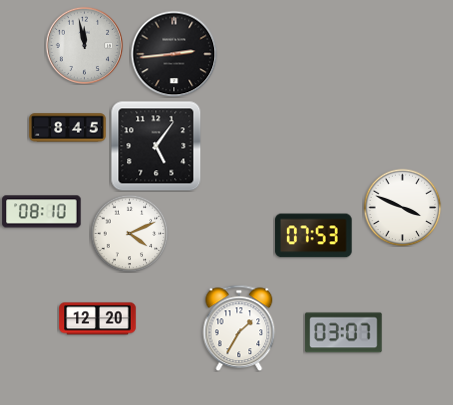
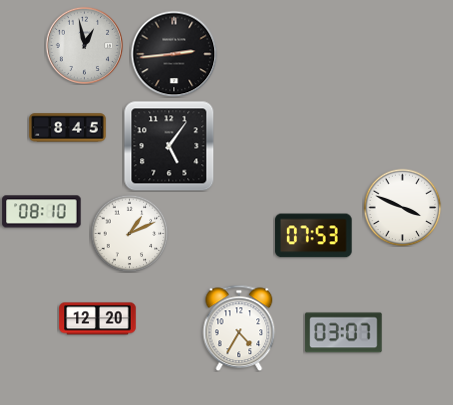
clock at (84, 45): 11:58 -> 12:58
clock at (156, 146) position: (156, 146) -> (169, 146)
clock at (129, 233): 4:11 -> 1:11
clock at (239, 328): 1:35 -> 4:35
